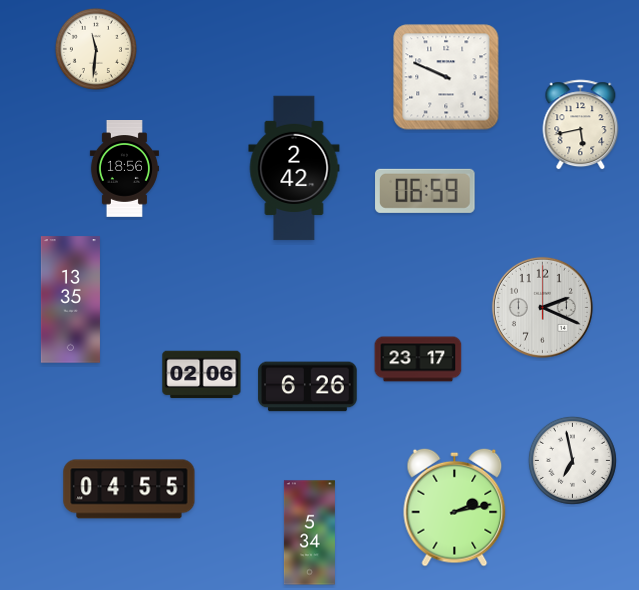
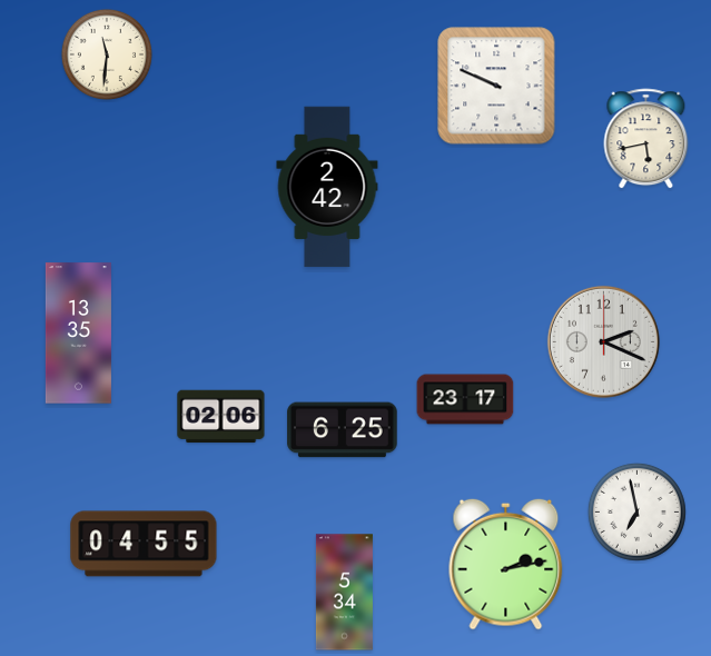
clock at (124, 169): 18:56 -> none
clock at (425, 191): 06:59 -> none
clock at (202, 375) position: (202, 375) -> (221, 417)
clock at (308, 387): 6:26 -> 6:25
